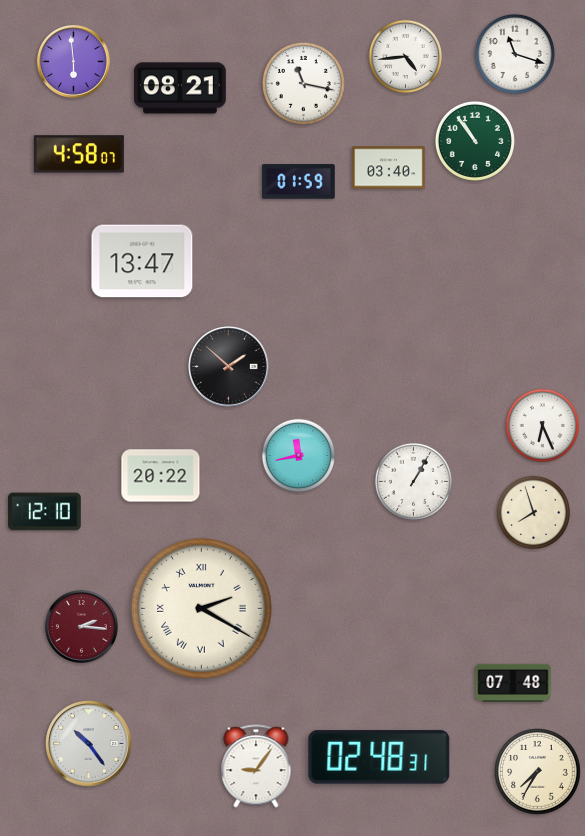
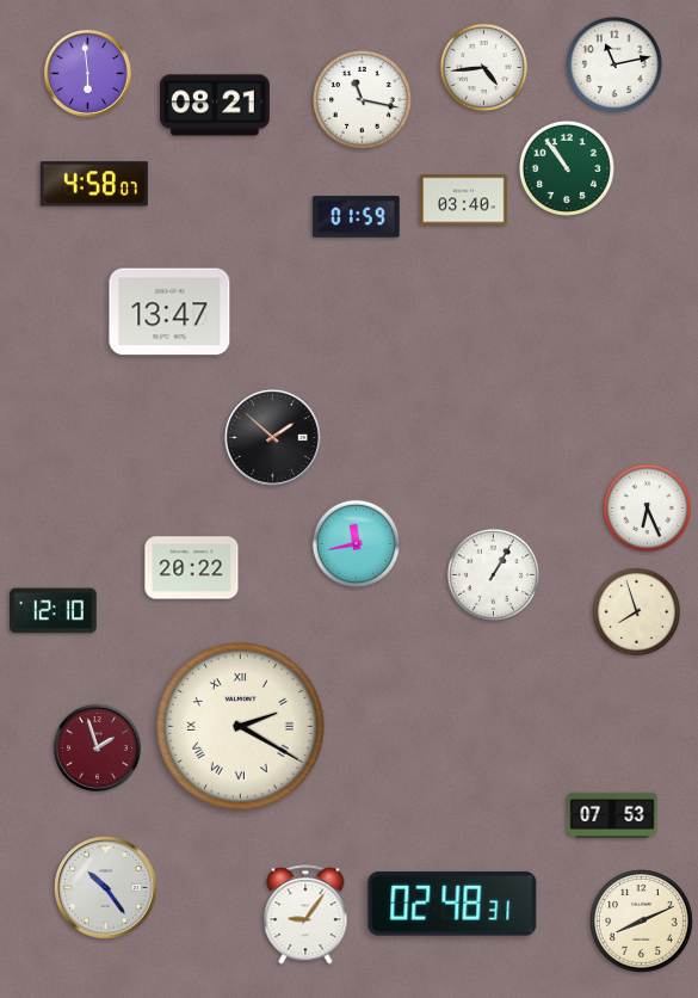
clock at (515, 54): 11:18 -> 11:13
clock at (81, 626): 2:16 -> 1:57
clock at (513, 682): 07:48 -> 07:53
clock at (538, 772): 7:35 -> 8:11
